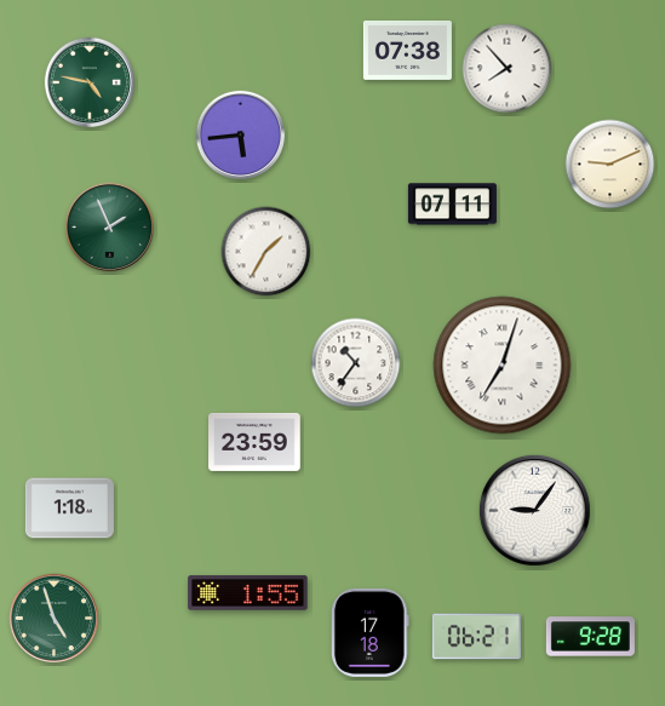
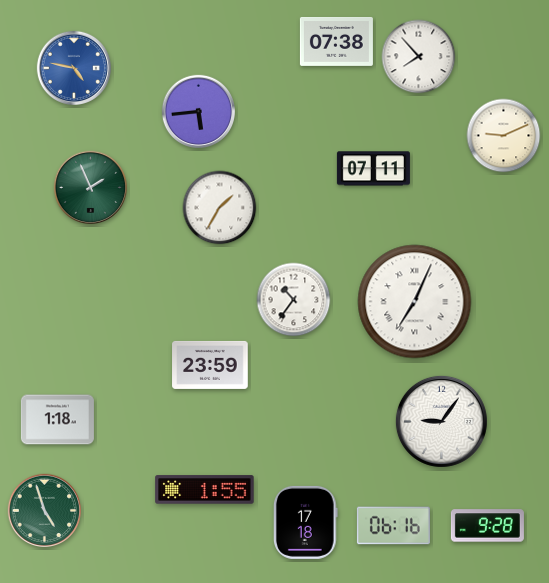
clock at (88, 81) dial: green -> blue
clock at (503, 366): 7:03 -> 7:04
clock at (476, 637): 06:21 -> 06:16
